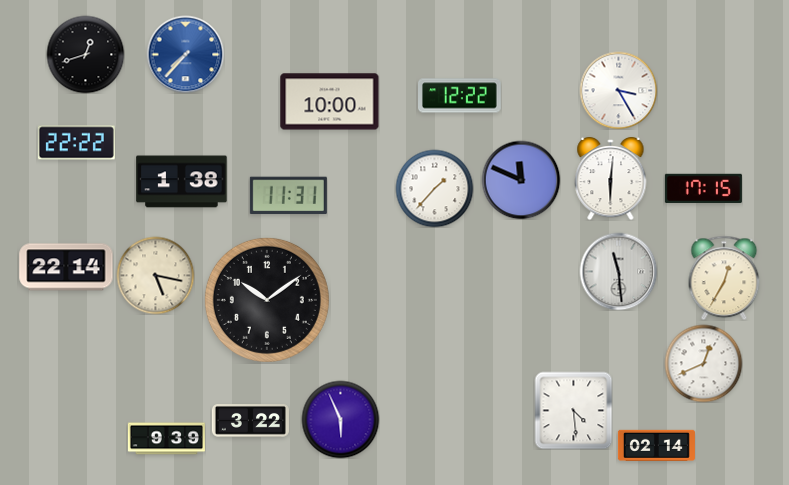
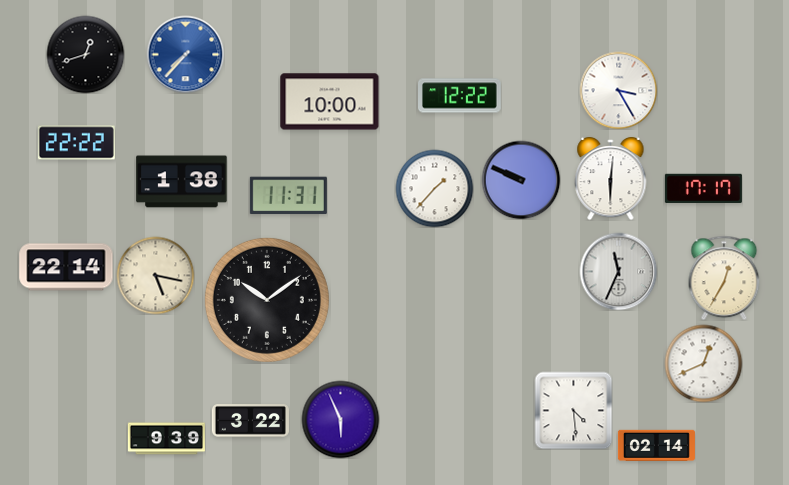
clock at (521, 180): 11:49 -> 9:49
clock at (703, 188): 17:15 -> 17:17
clock at (618, 271): 11:29 -> 11:34
